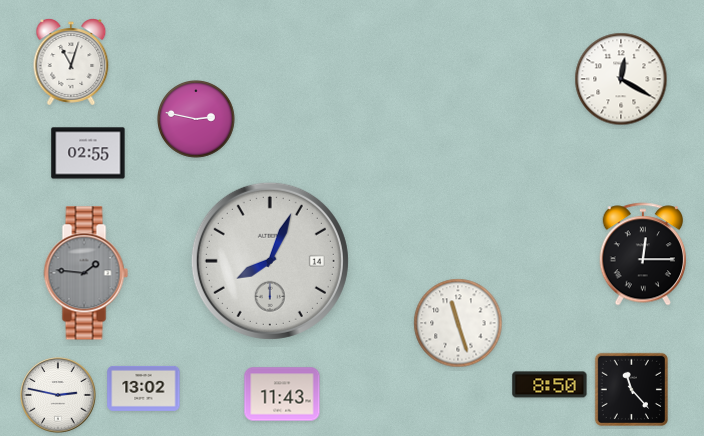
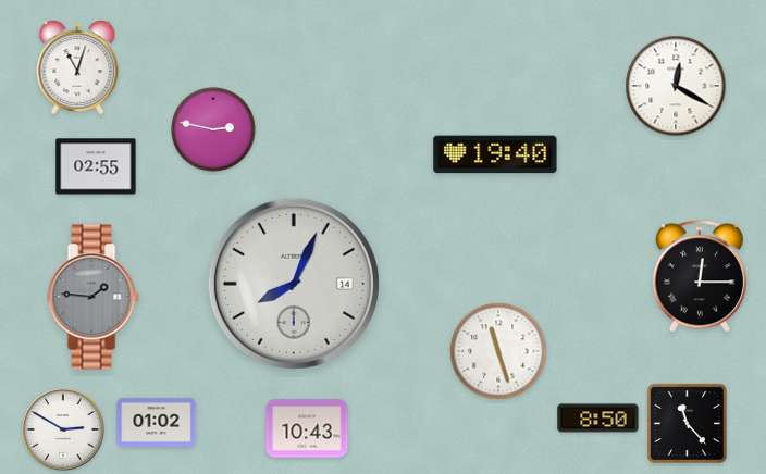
clock at (495, 154): none -> 19:40
clock at (144, 388): 13:02 -> 01:02
clock at (282, 394): 11:43 -> 10:43
clock at (58, 395): 2:47 -> 2:50
